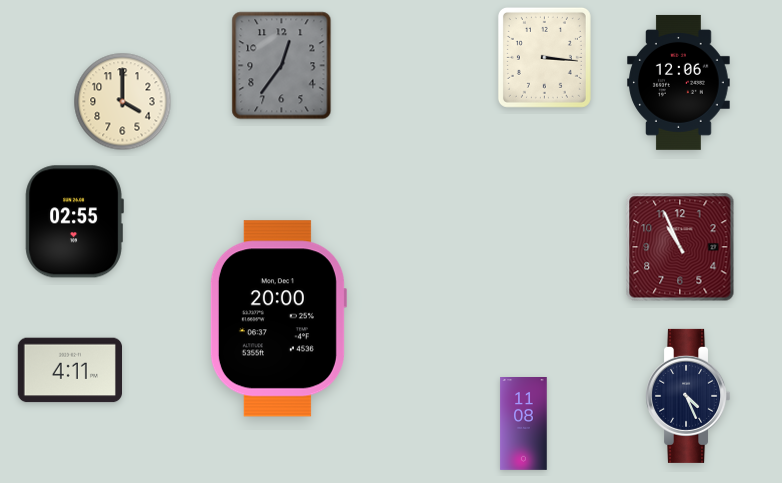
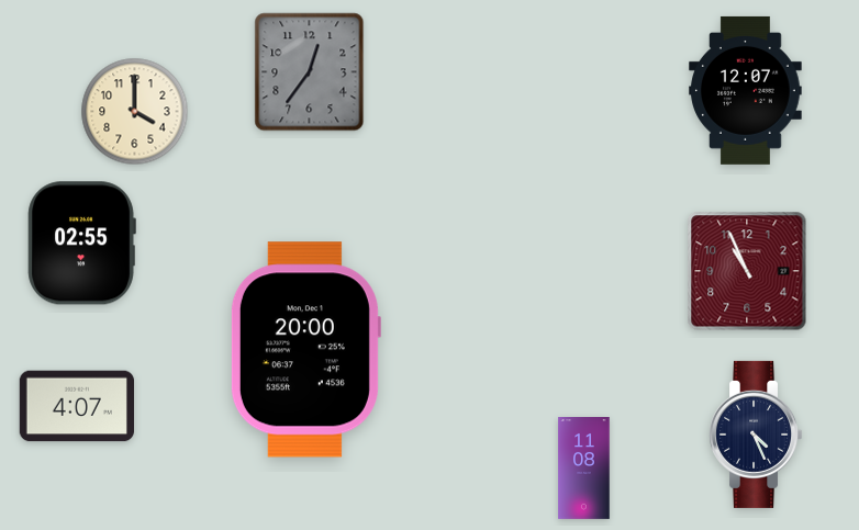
clock at (544, 57): 3:16 -> none
clock at (679, 82): 12:06 -> 12:07
clock at (69, 370): 4:11 -> 4:07
clock at (524, 424) position: (524, 424) -> (584, 469)
